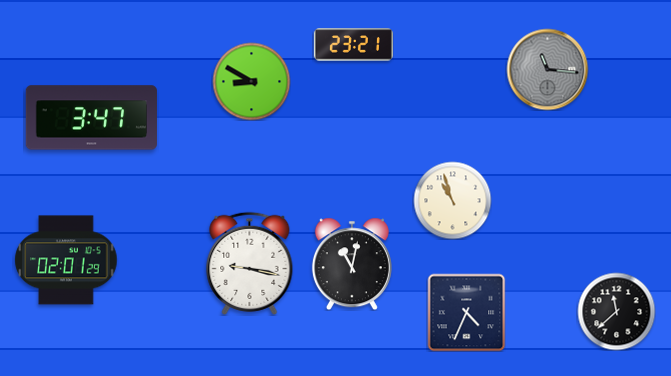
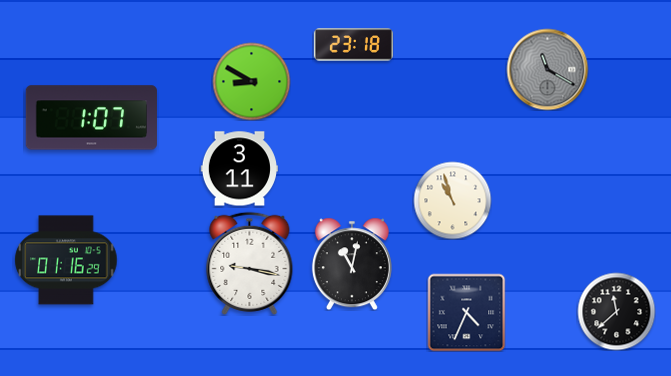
clock at (353, 45): 23:21 -> 23:18
clock at (547, 69): 11:16 -> 11:20
clock at (91, 118): 3:47 -> 1:07
clock at (239, 169): none -> 3:11
clock at (66, 260): 02:01 -> 01:16
